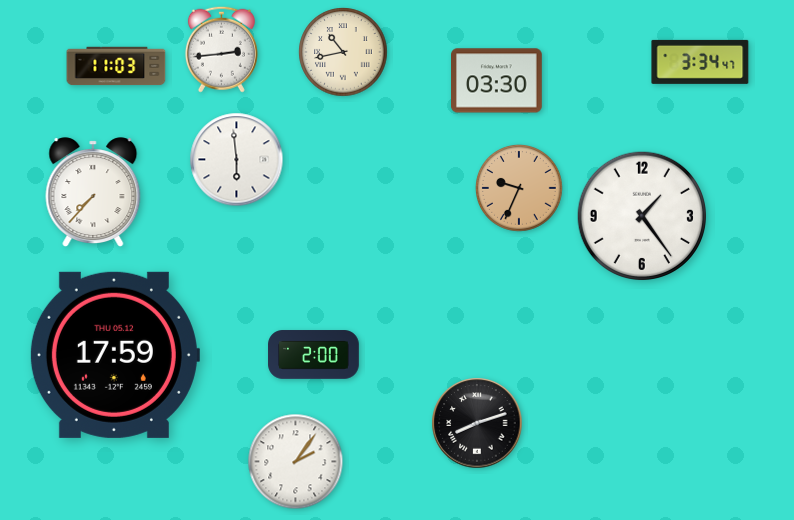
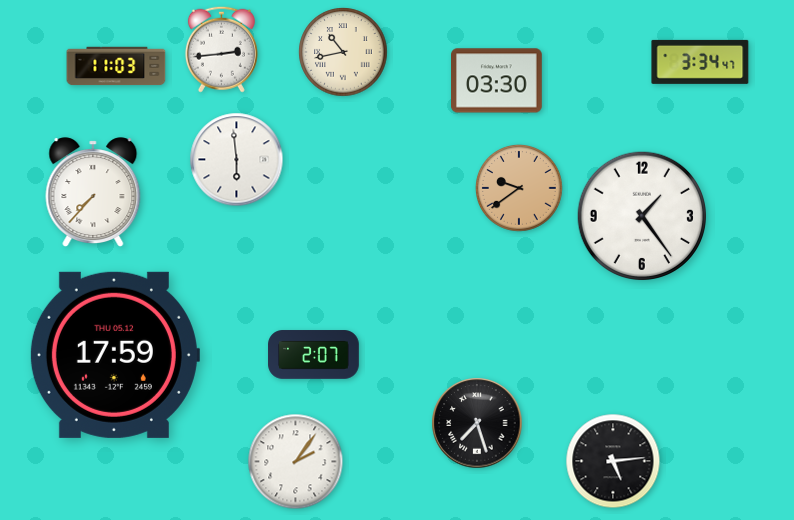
clock at (520, 189): 9:34 -> 9:39
clock at (314, 355): 2:00 -> 2:07
clock at (477, 423): 8:12 -> 7:27
clock at (613, 461): none -> 5:14
